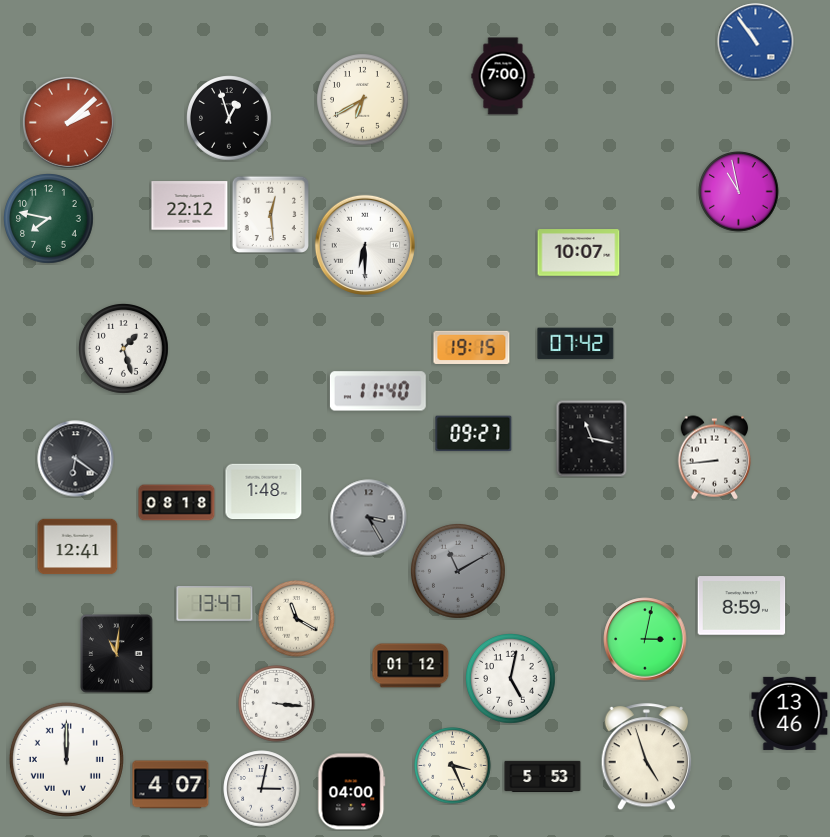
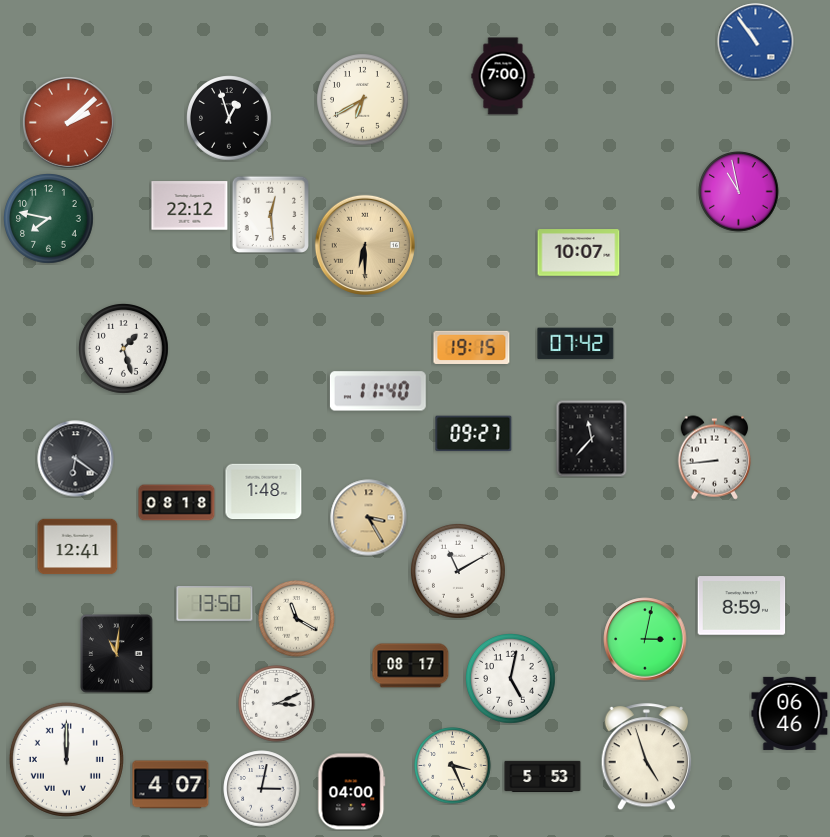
clock at (365, 245) dial: white -> champagne
clock at (592, 438): 11:17 -> 11:37
clock at (369, 518) dial: grey -> champagne
clock at (458, 571) dial: grey -> white
clock at (215, 604): 13:47 -> 13:50
clock at (411, 666): 01:12 -> 08:17
clock at (277, 704): 3:16 -> 3:11
clock at (790, 713): 13:46 -> 06:46
